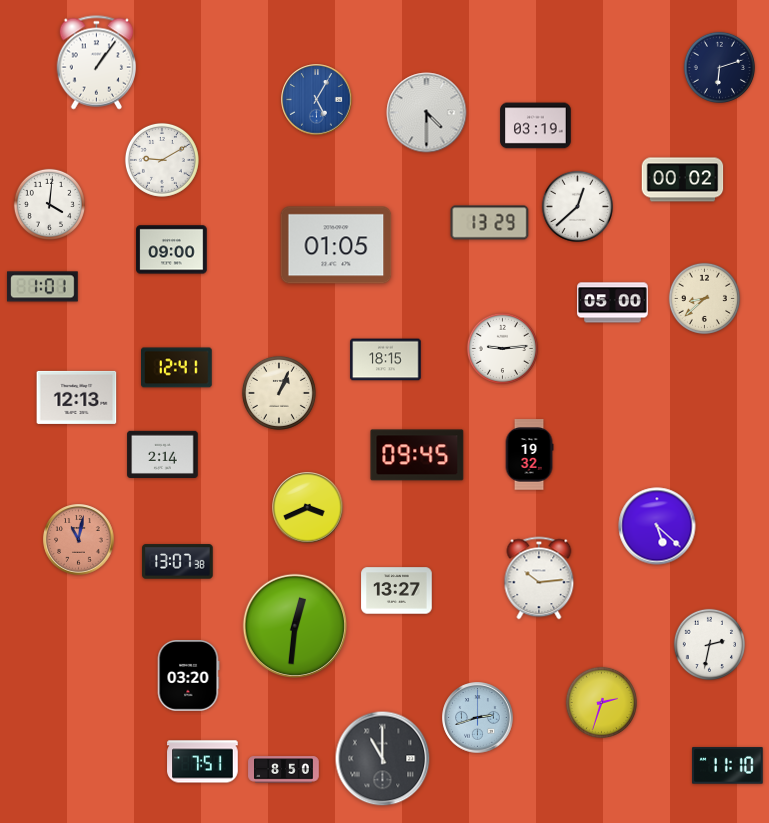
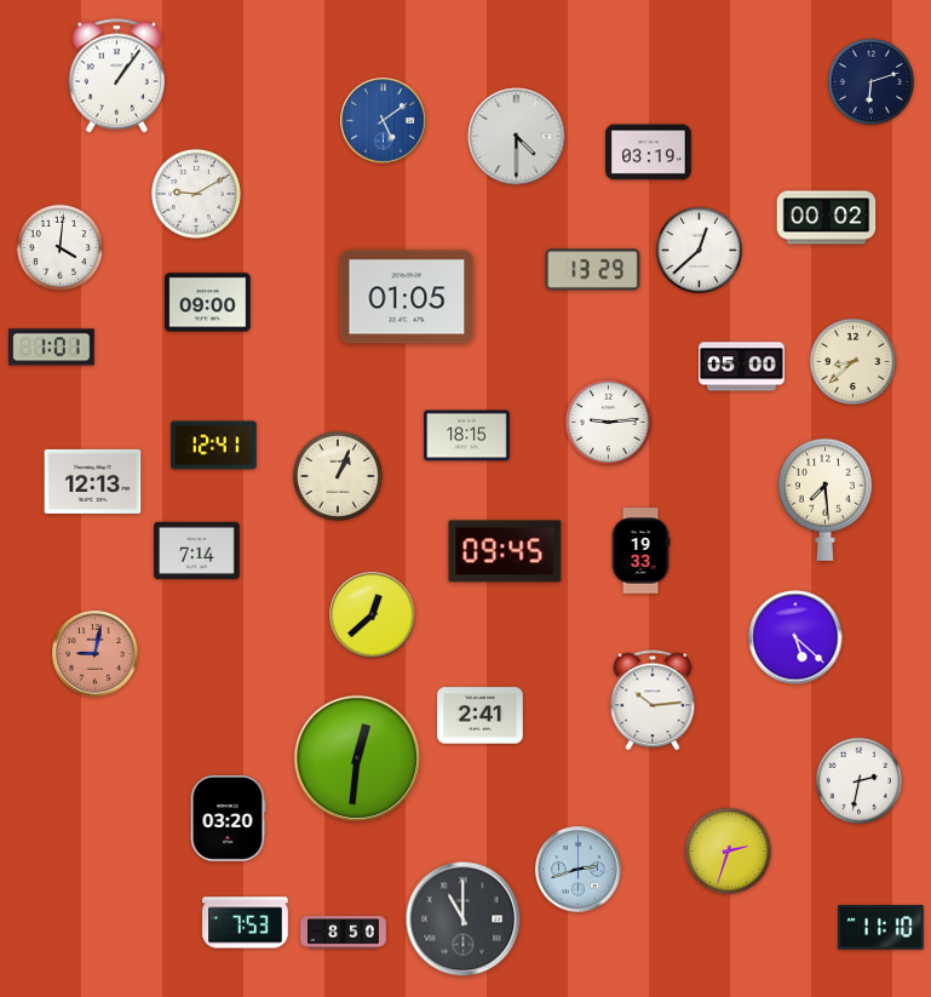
clock at (317, 100): 5:05 -> 5:09
clock at (824, 499): none -> 7:29
clock at (163, 454): 2:14 -> 7:14
clock at (529, 455): 19:32 -> 19:33
clock at (308, 508): 3:41 -> 12:38
clock at (79, 540): 11:02 -> 9:02
clock at (178, 562): 13:07 -> none
clock at (397, 591): 13:27 -> 2:41
clock at (203, 762): 7:51 -> 7:53
